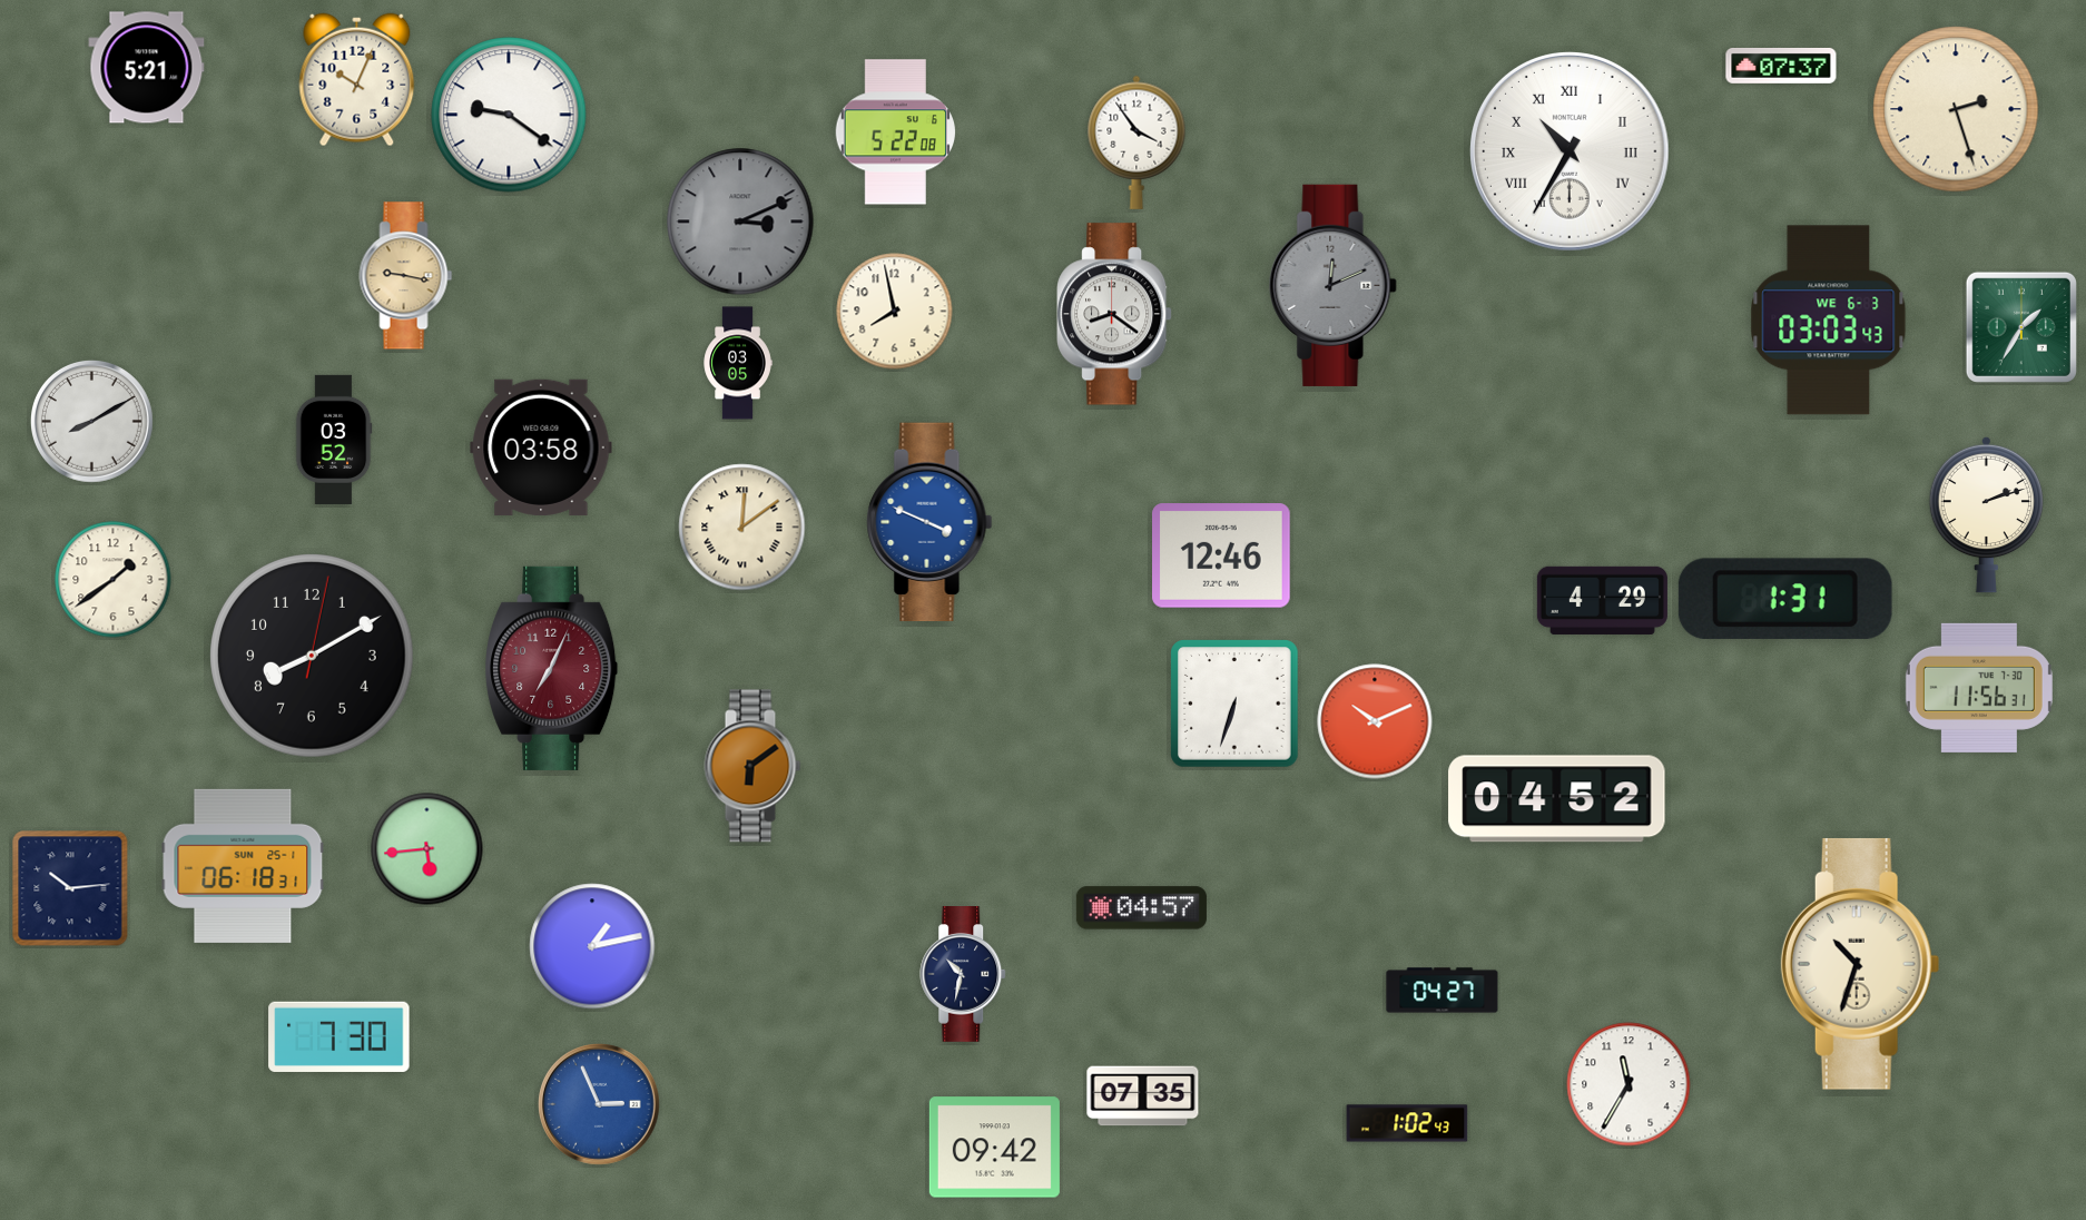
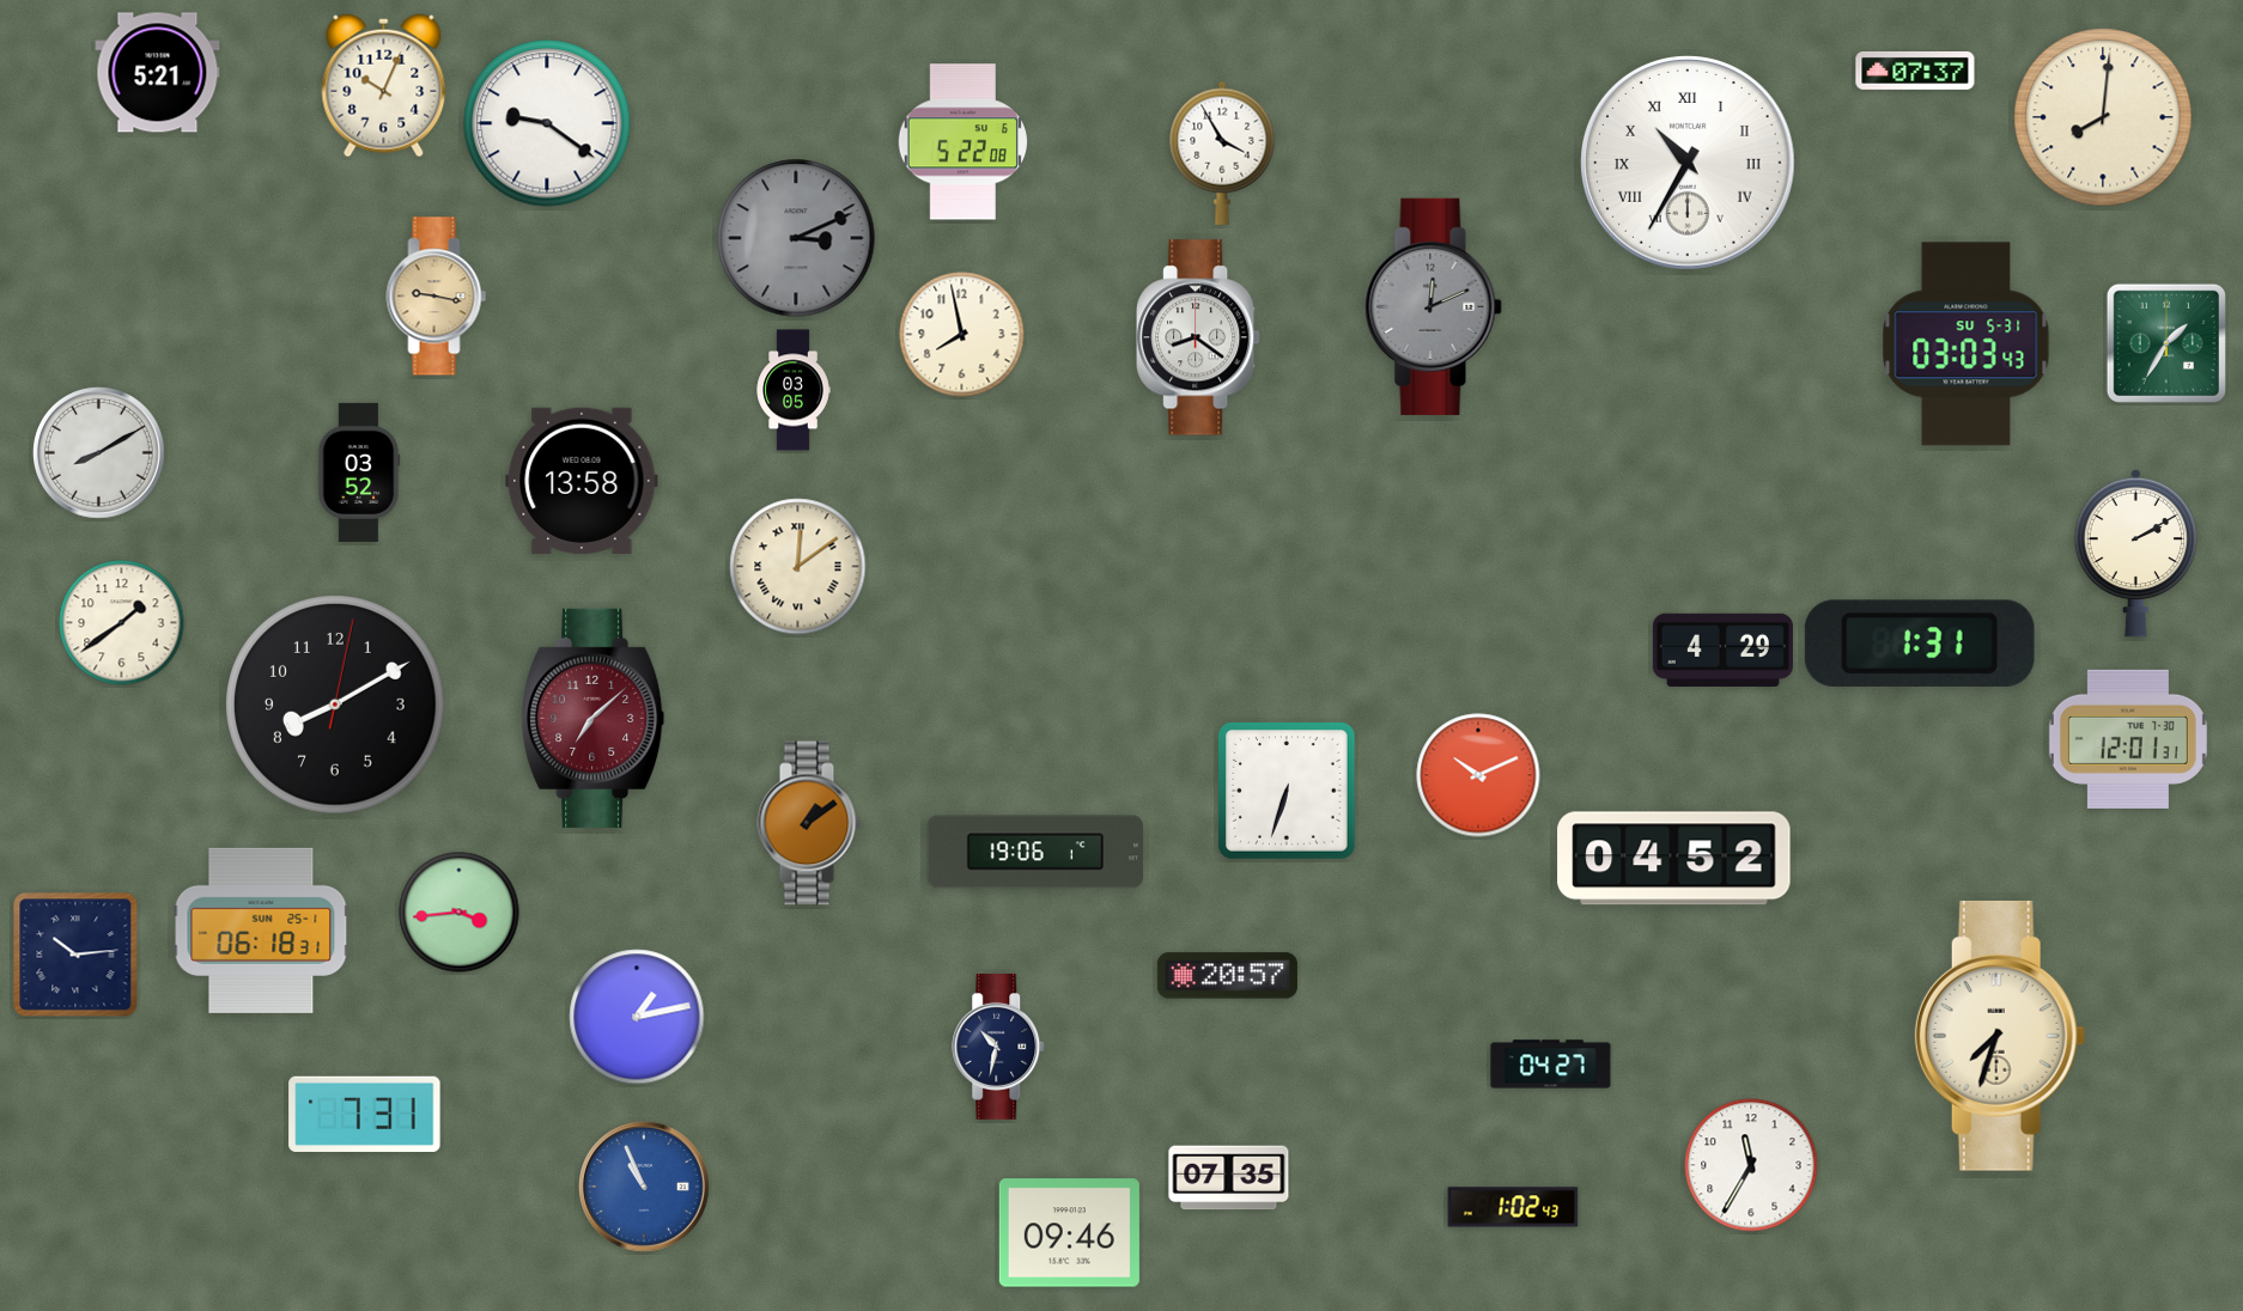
clock at (1956, 109): 2:27 -> 8:01
clock at (1137, 142): 3:54 -> 3:55
clock at (1829, 321) date: WE 6-3 -> SU 5-31
clock at (2021, 327) position: (2021, 327) -> (2166, 343)
clock at (541, 447): 03:58 -> 13:58
clock at (1986, 514): 2:12 -> 2:10
clock at (929, 522): 3:49 -> none
clock at (1222, 555): 12:46 -> none
clock at (1602, 600) position: (1602, 600) -> (1722, 650)
clock at (552, 668): 7:04 -> 7:08
clock at (1979, 688): 11:56 -> 12:01
clock at (1234, 704) position: (1234, 704) -> (1287, 791)
clock at (752, 766): 6:09 -> 1:09
clock at (1035, 852): none -> 19:06
clock at (427, 849): 5:44 -> 3:44
clock at (1141, 908): 04:57 -> 20:57
clock at (1860, 964): 10:33 -> 7:33
clock at (964, 975) position: (964, 975) -> (999, 1048)
clock at (340, 1036): 7:30 -> 7:31
clock at (600, 1105): 2:56 -> 10:56
clock at (994, 1148): 09:42 -> 09:46
